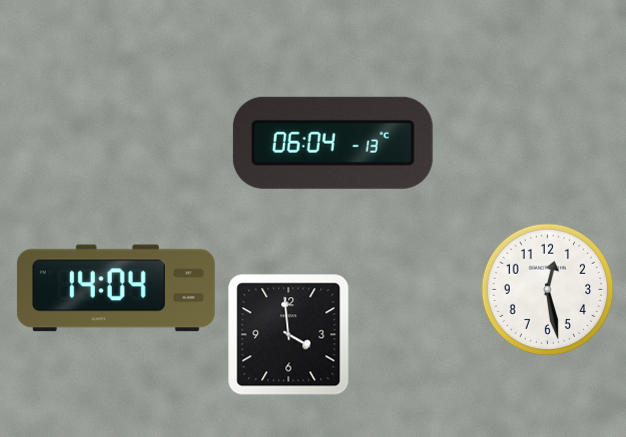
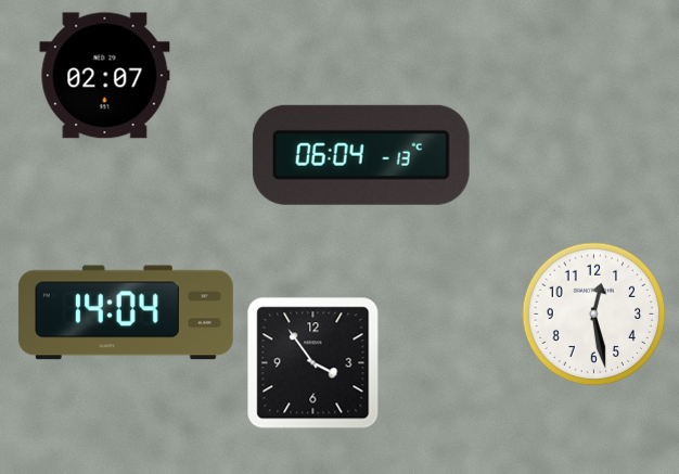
clock at (105, 76): none -> 02:07
clock at (289, 335): 3:59 -> 3:54
